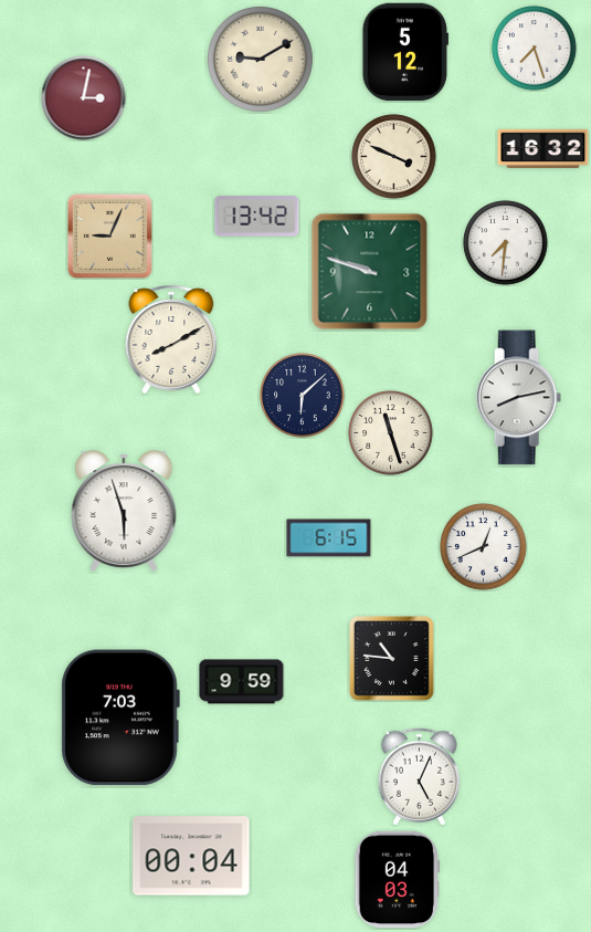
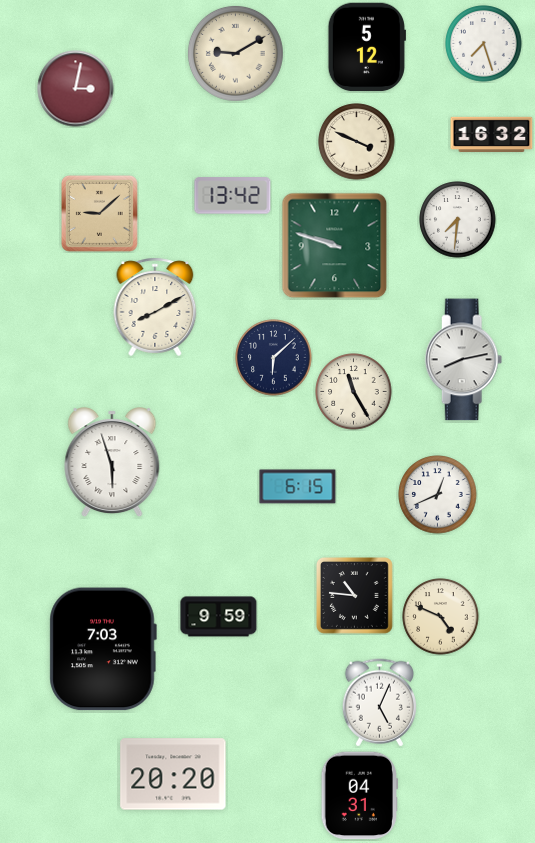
clock at (109, 235): 9:04 -> 9:08
clock at (519, 398) position: (519, 398) -> (464, 360)
clock at (391, 433): 11:27 -> 11:25
clock at (441, 617): none -> 4:49
clock at (120, 718) position: (120, 718) -> (103, 649)
clock at (191, 856): 00:04 -> 20:20
clock at (397, 880): 04:03 -> 04:31
